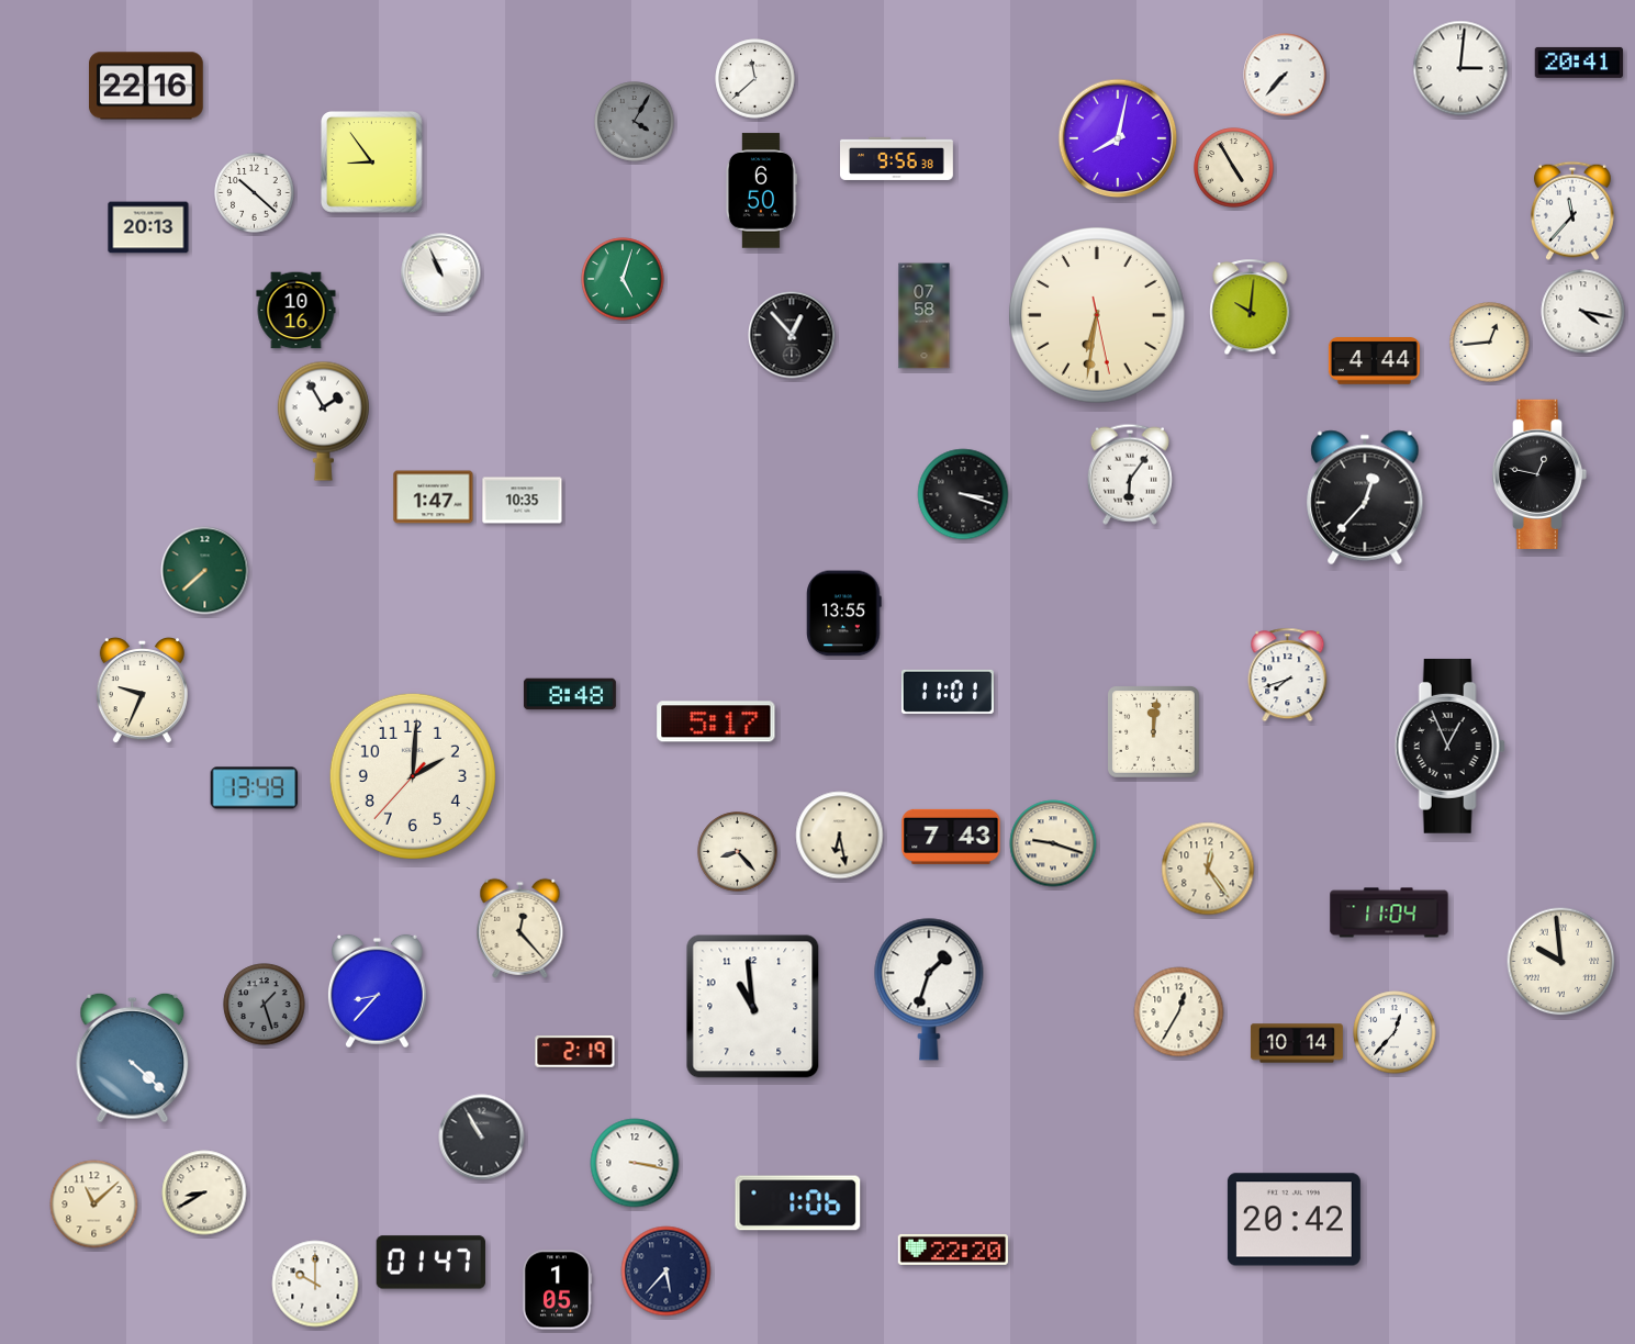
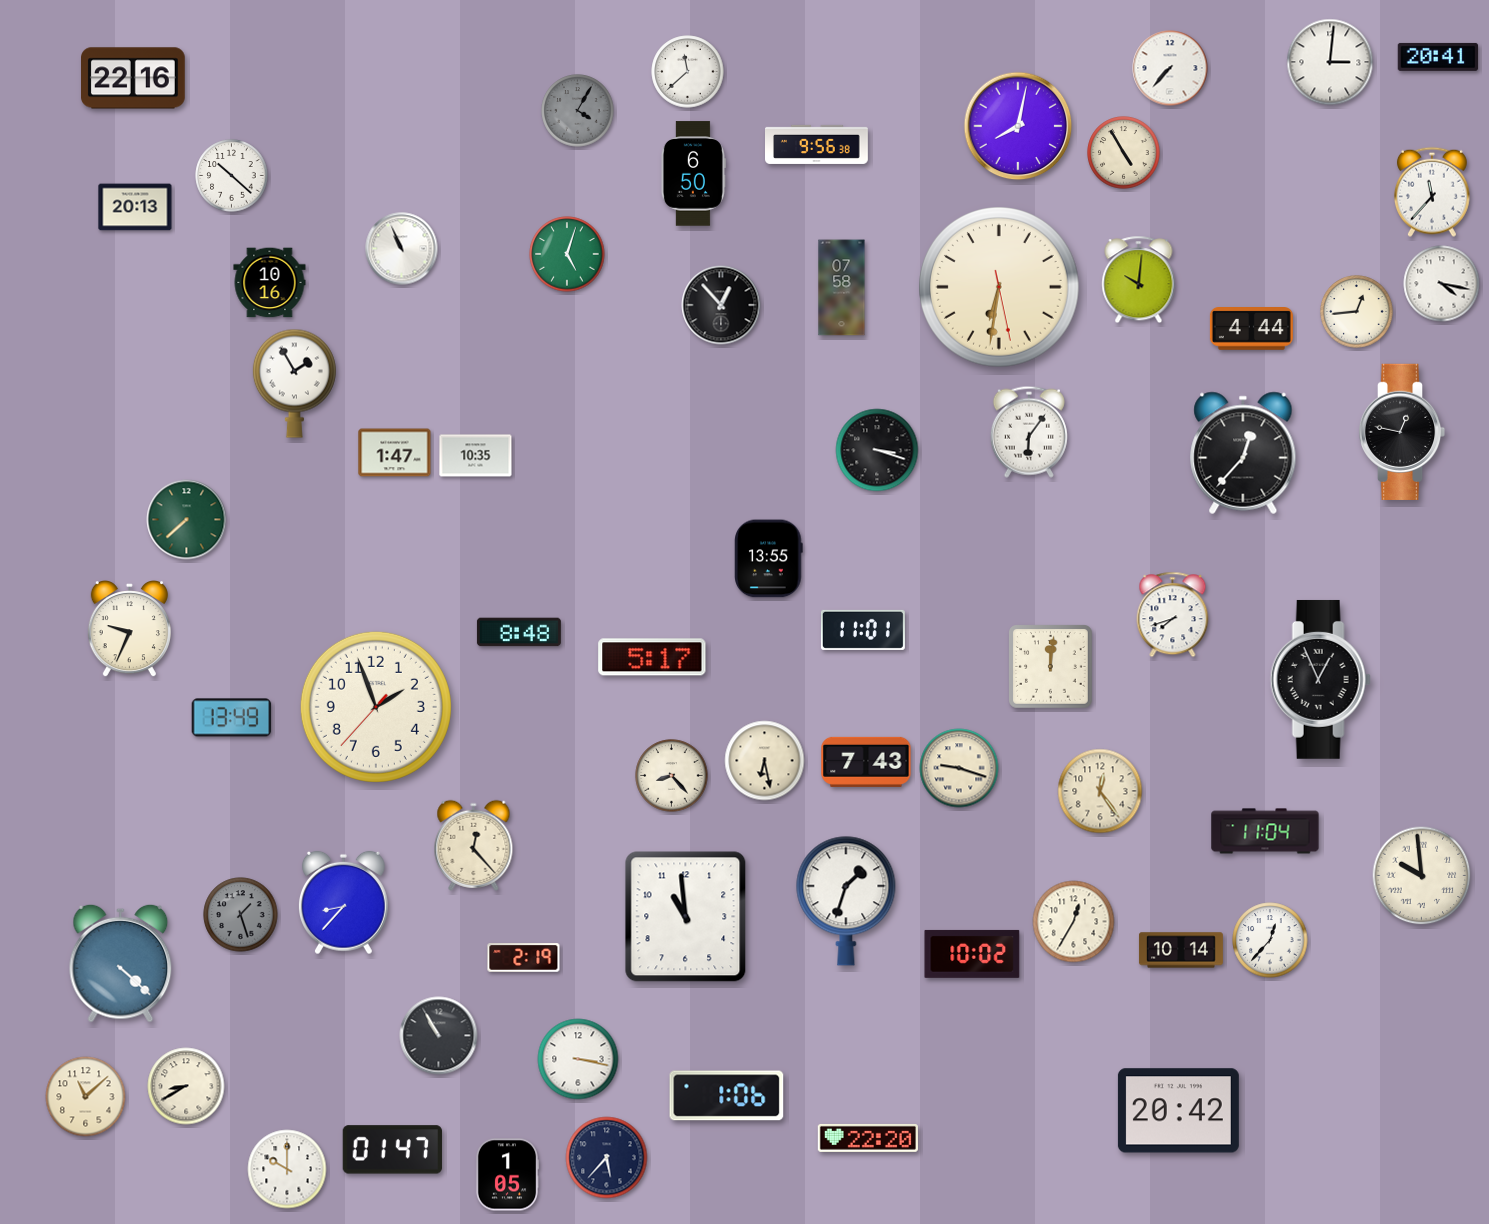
clock at (372, 163): 8:54 -> none
clock at (413, 776): 2:00 -> 1:56
clock at (972, 954): none -> 10:02
